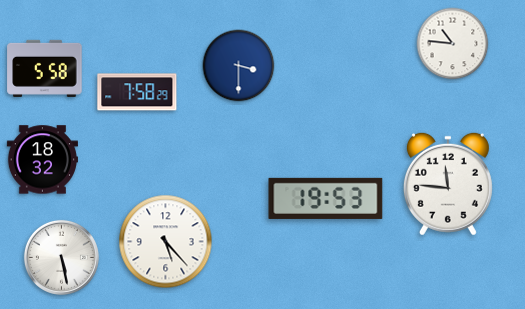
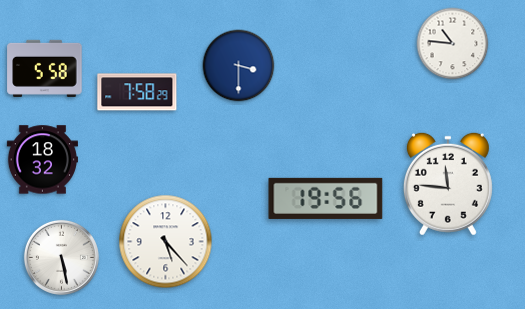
clock at (326, 198): 19:53 -> 19:56
